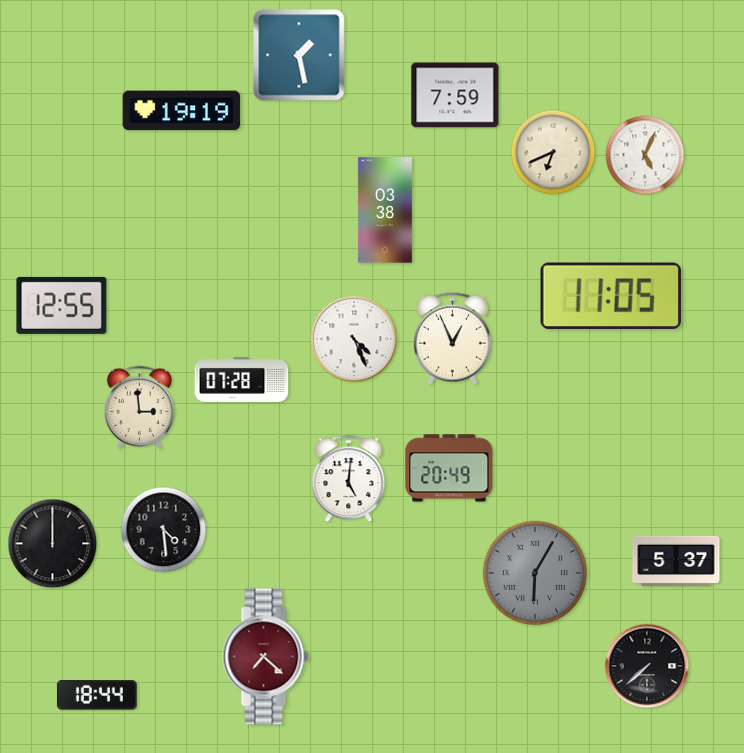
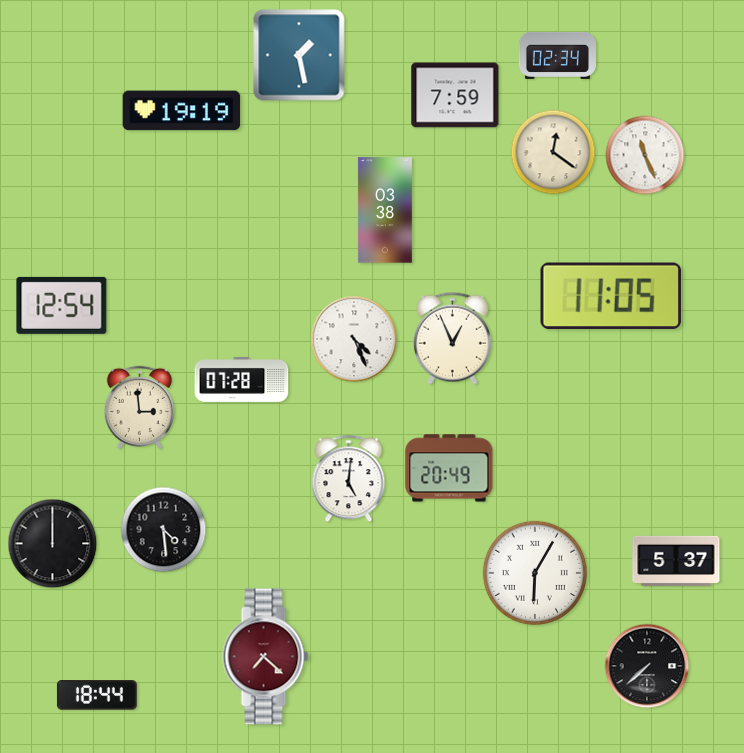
clock at (557, 55): none -> 02:34
clock at (553, 152): 6:41 -> 12:21
clock at (645, 155): 5:04 -> 11:26
clock at (62, 305): 12:55 -> 12:54
clock at (535, 573) dial: grey -> white
